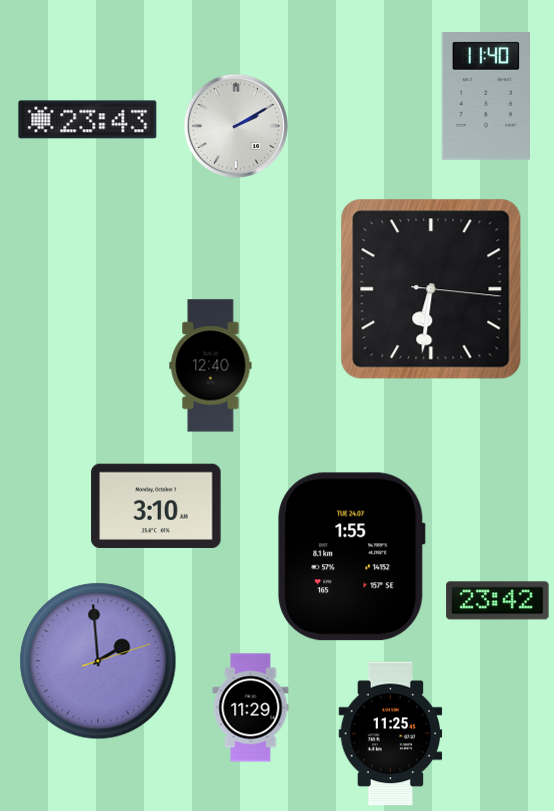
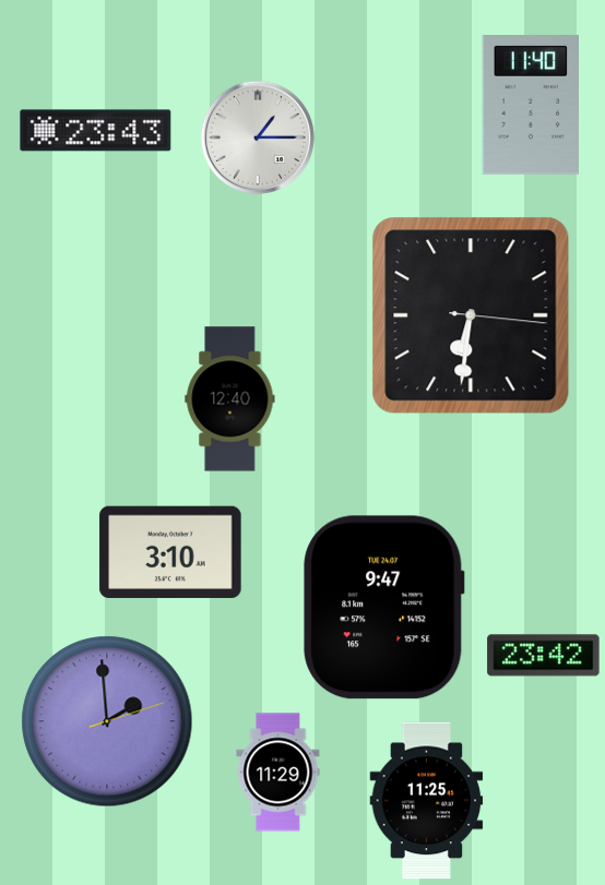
clock at (235, 125): 2:10 -> 1:15
clock at (352, 557): 1:55 -> 9:47
clock at (251, 708) position: (251, 708) -> (278, 773)
